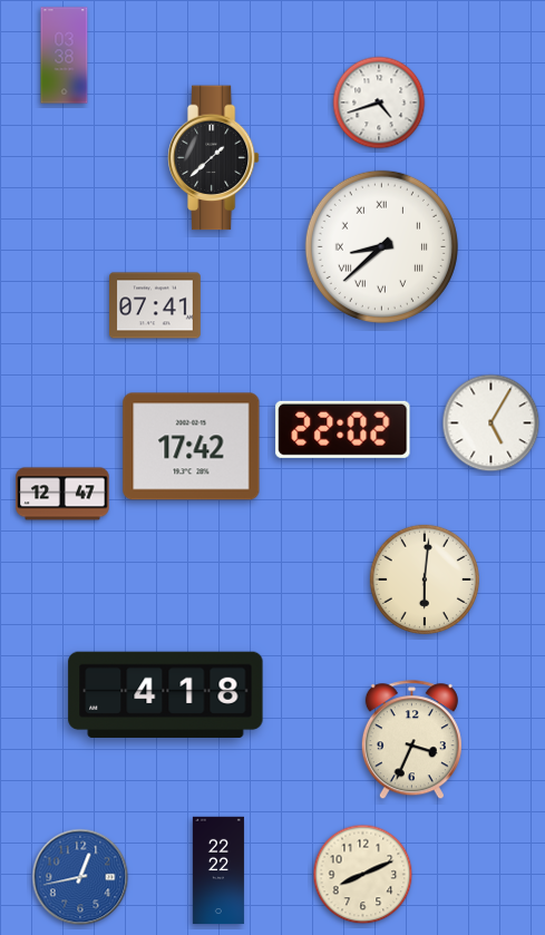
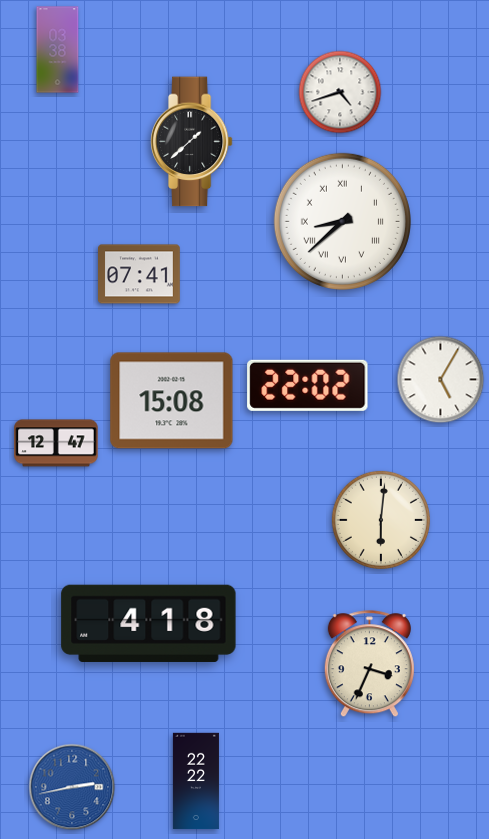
clock at (192, 447): 17:42 -> 15:08
clock at (363, 875): 8:11 -> none
clock at (80, 877): 12:43 -> 2:43
